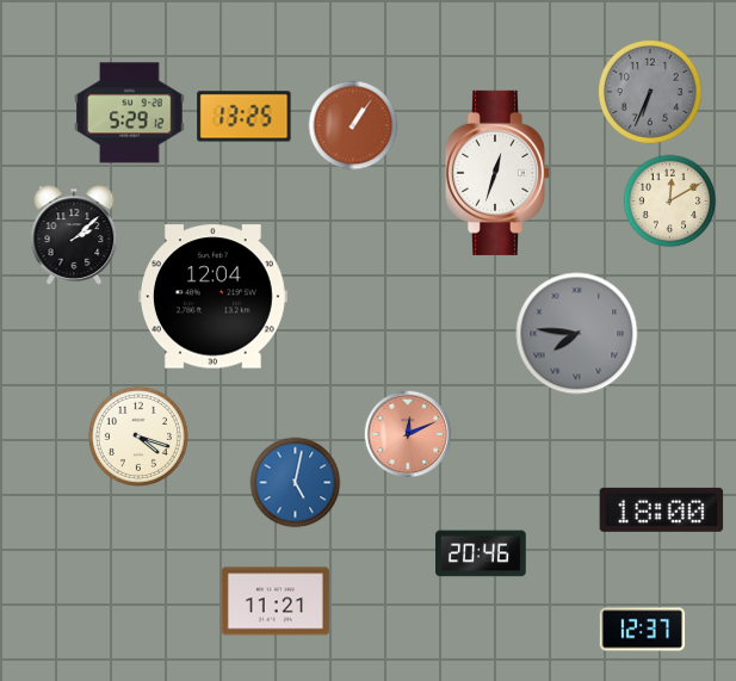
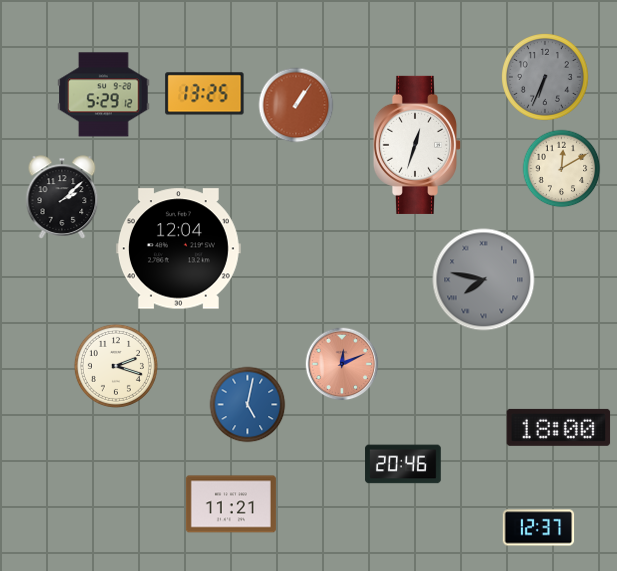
clock at (130, 113) position: (130, 113) -> (104, 95)
clock at (245, 117) position: (245, 117) -> (205, 94)
clock at (577, 334): 7:46 -> 7:47
clock at (138, 437): 4:18 -> 2:18
clock at (662, 509) position: (662, 509) -> (559, 427)
